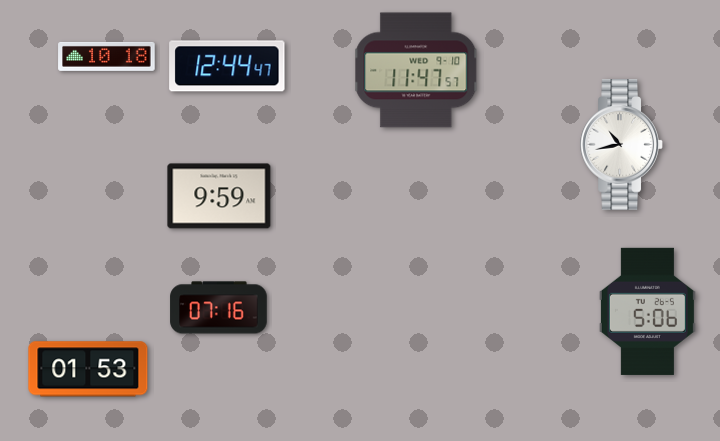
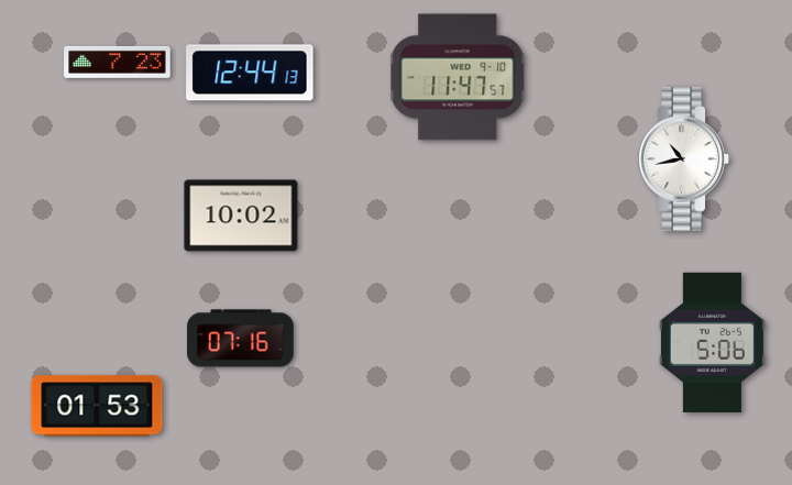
clock at (107, 56): 10:18 -> 7:23
clock at (227, 66): 12:44:47 -> 12:44:13
clock at (219, 196): 9:59 -> 10:02
